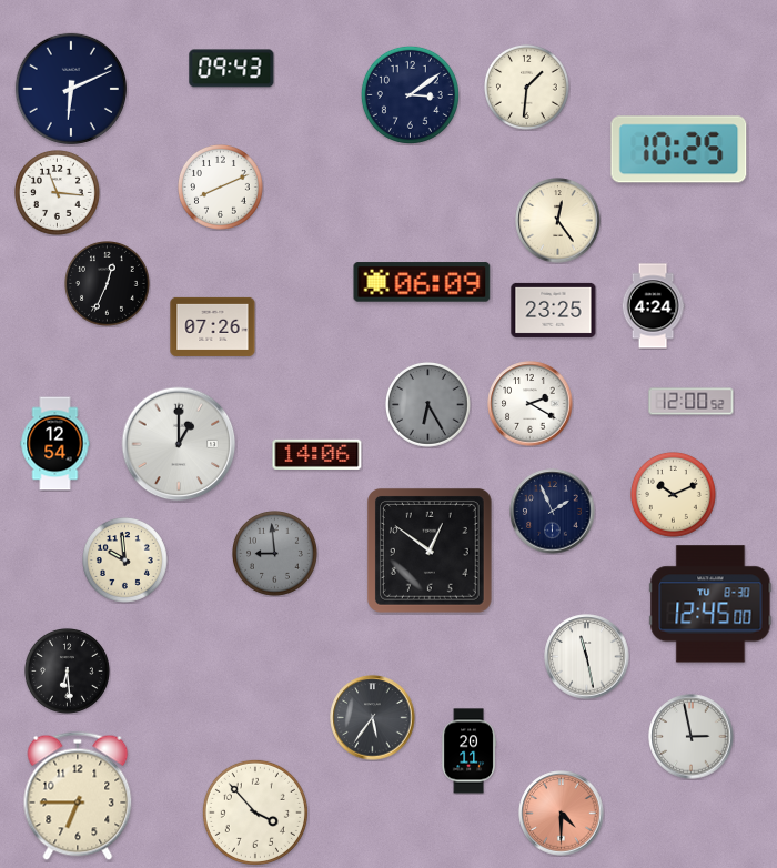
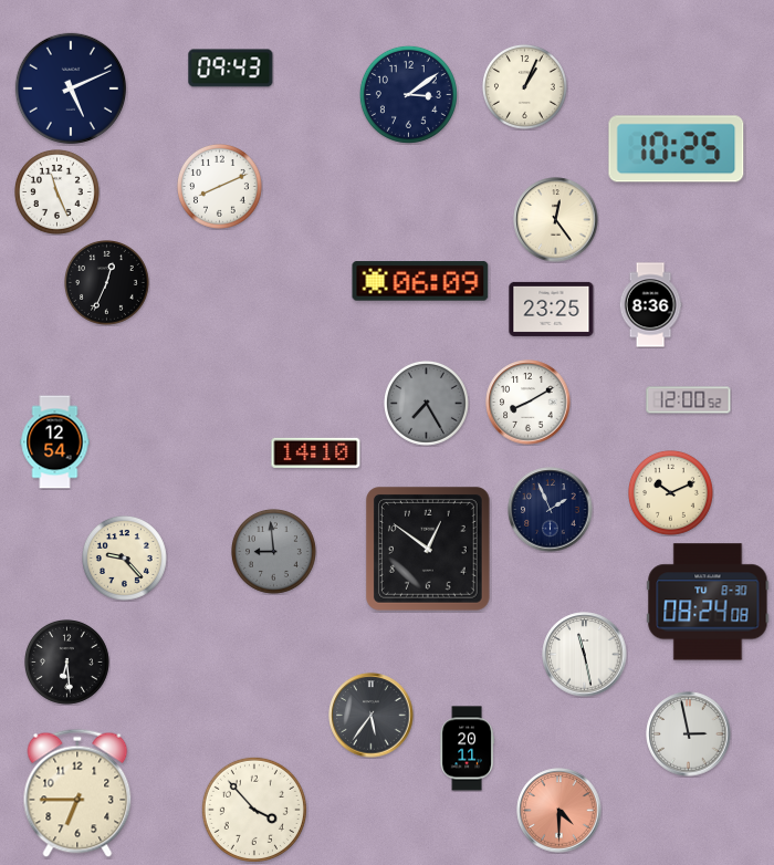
clock at (527, 88): 1:31 -> 1:04
clock at (71, 89): 6:11 -> 5:11
clock at (58, 193): 11:16 -> 11:26
clock at (653, 306): 4:24 -> 8:36
clock at (213, 326): 07:26 -> none
clock at (531, 404): 2:20 -> 8:10
clock at (428, 405): 6:25 -> 7:25
clock at (179, 444): 1:00 -> none
clock at (317, 454): 14:06 -> 14:10
clock at (125, 561): 9:59 -> 9:23
clock at (710, 604): 12:45 -> 08:24
clock at (68, 672) position: (68, 672) -> (67, 663)
